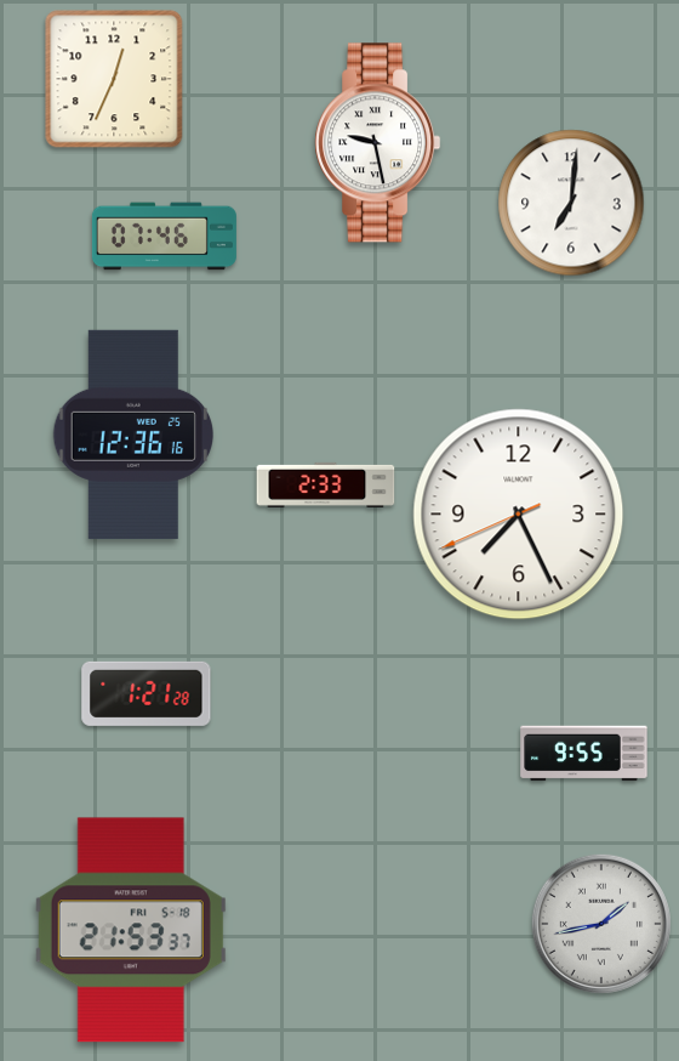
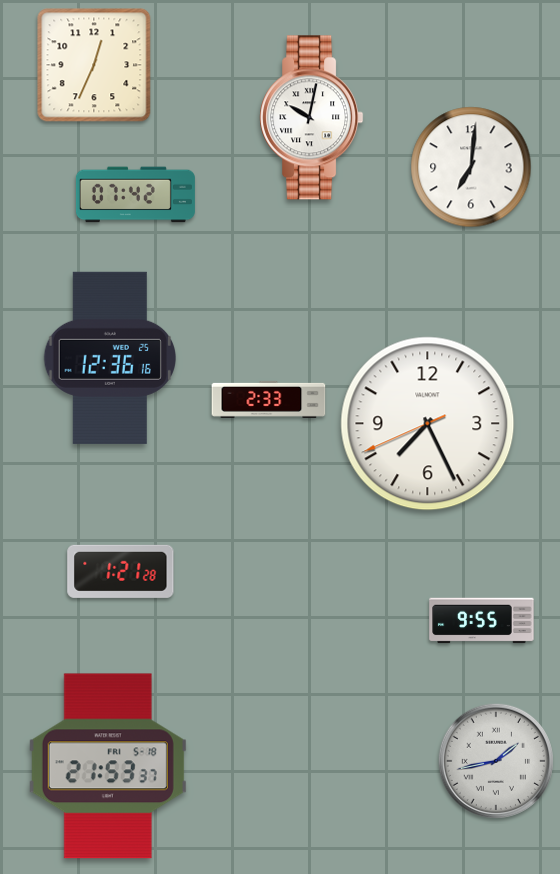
clock at (378, 143): 9:28 -> 10:02
clock at (164, 237): 07:46 -> 07:42
